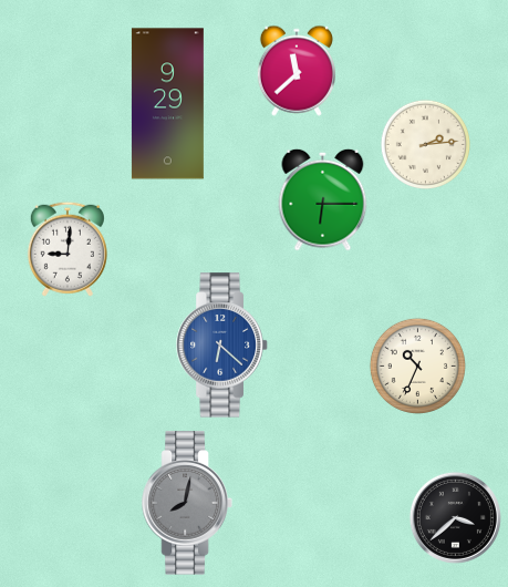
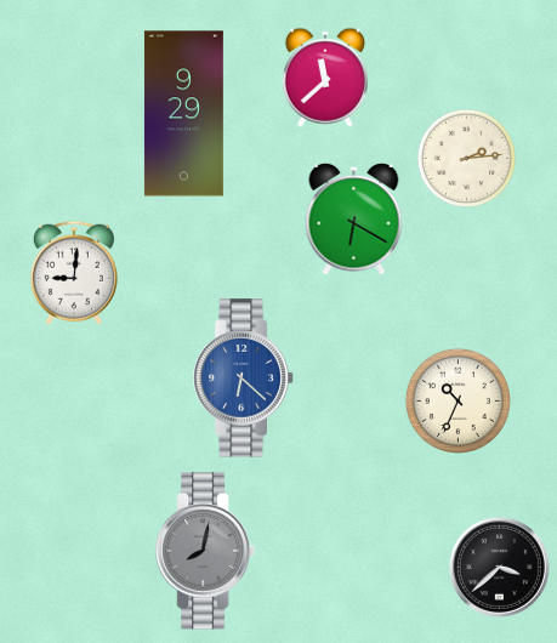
clock at (323, 199): 6:15 -> 6:20
